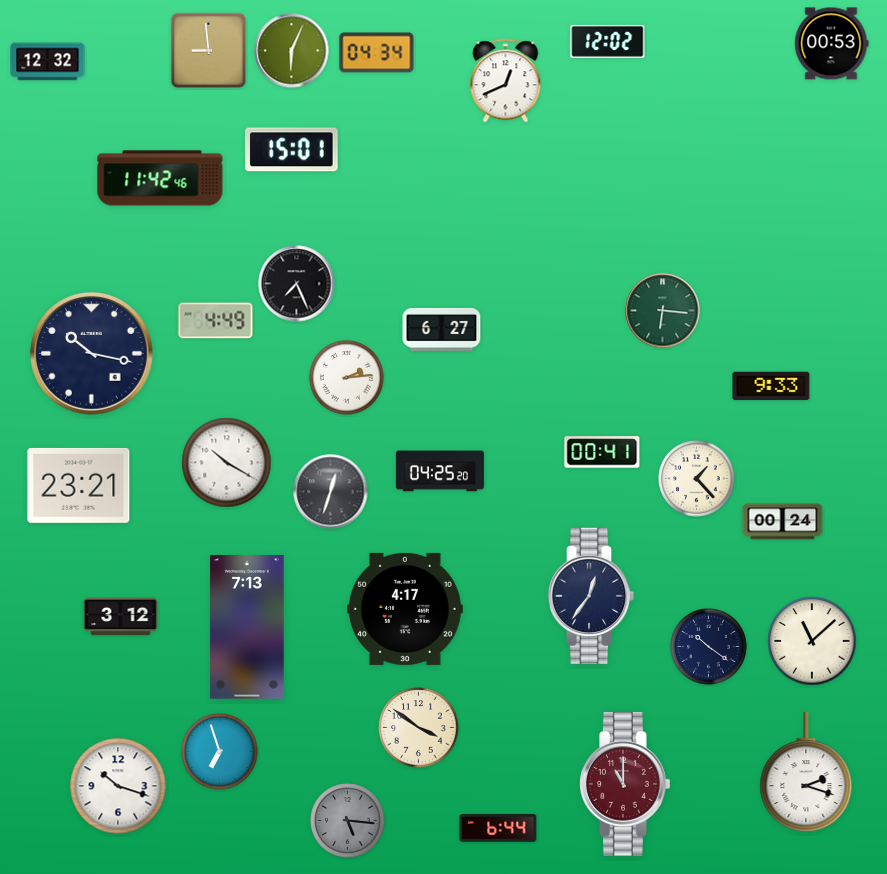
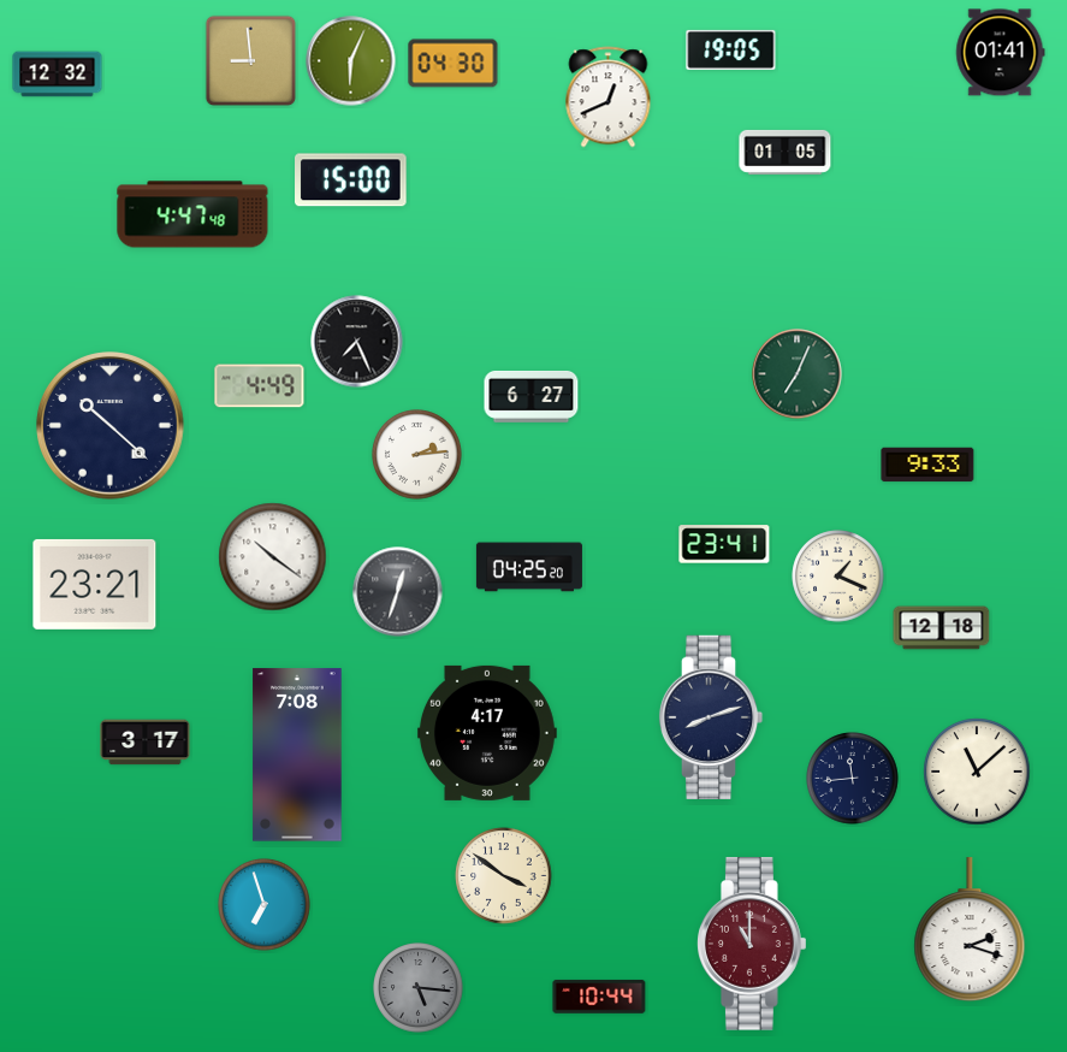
clock at (608, 41): 12:02 -> 19:05
clock at (832, 44): 00:53 -> 01:41
clock at (377, 53): 04:34 -> 04:30
clock at (786, 152): none -> 01:05
clock at (292, 150): 15:01 -> 15:00
clock at (160, 178): 11:42 -> 4:47
clock at (663, 311): 6:16 -> 7:04
clock at (92, 354): 10:17 -> 10:22
clock at (602, 452): 00:41 -> 23:41
clock at (227, 463): 10:20 -> 10:21
clock at (697, 479): 1:23 -> 1:19
clock at (783, 522): 00:24 -> 12:18
clock at (591, 596): 12:36 -> 8:12
clock at (121, 617): 3:12 -> 3:17
clock at (247, 627): 7:13 -> 7:08
clock at (709, 647): 10:21 -> 11:44
clock at (118, 786): 10:18 -> none
clock at (498, 828): 6:44 -> 10:44
